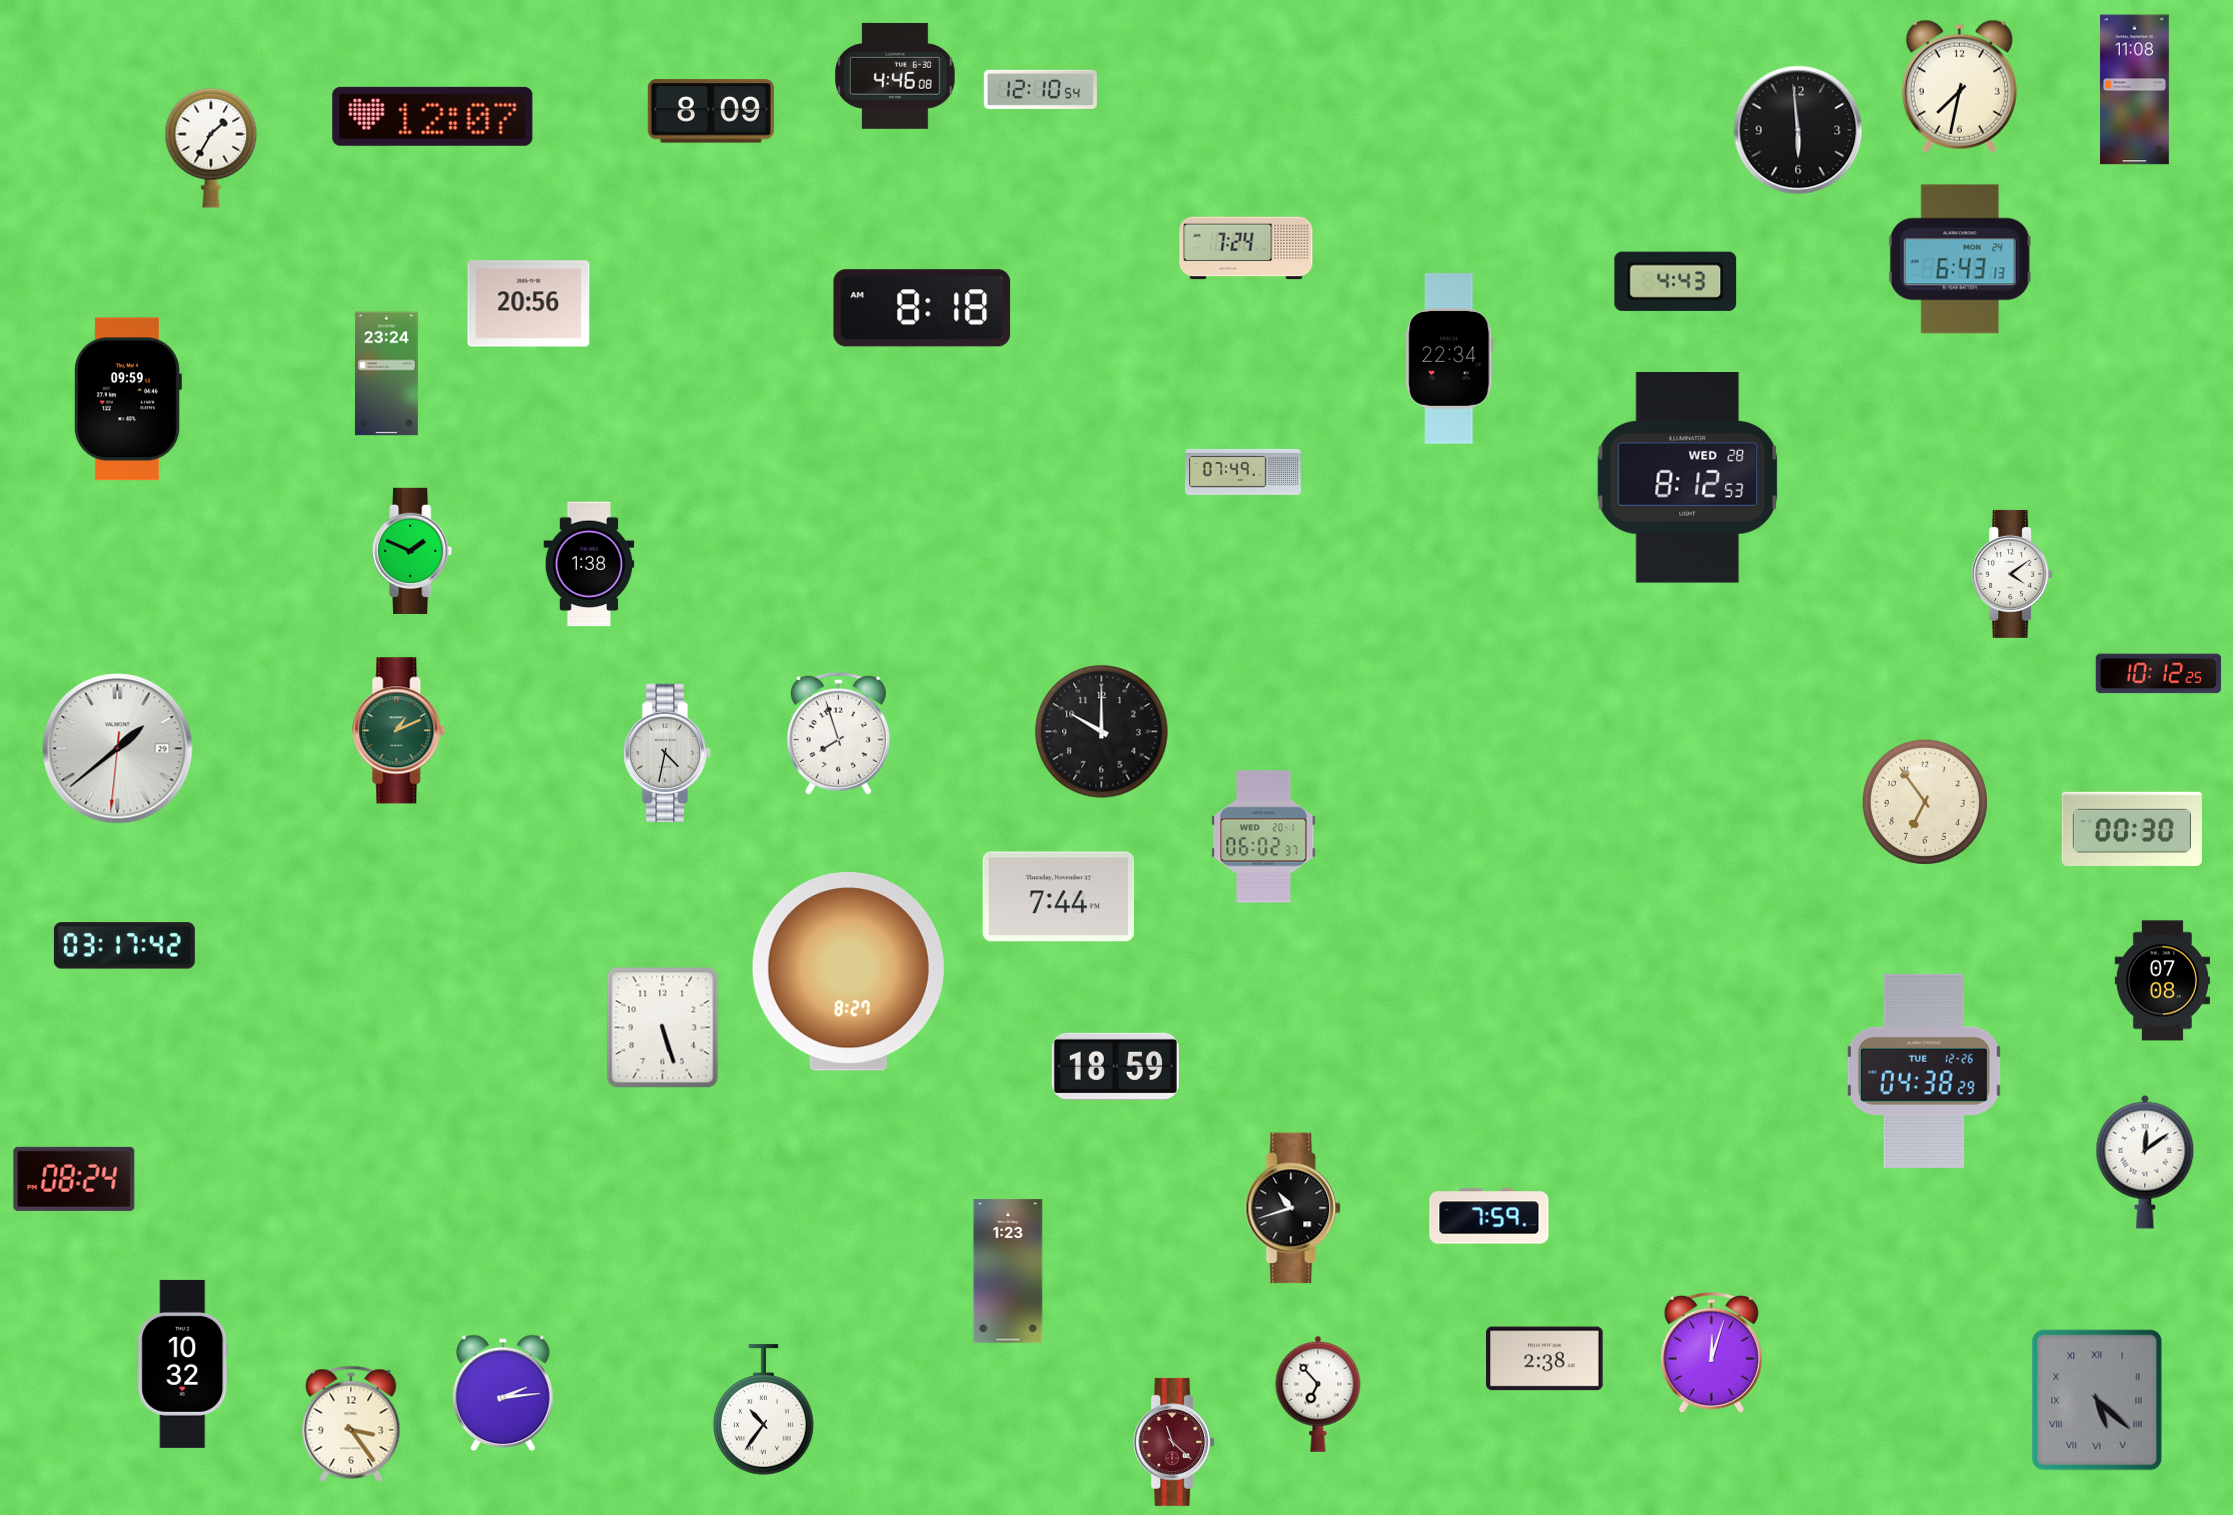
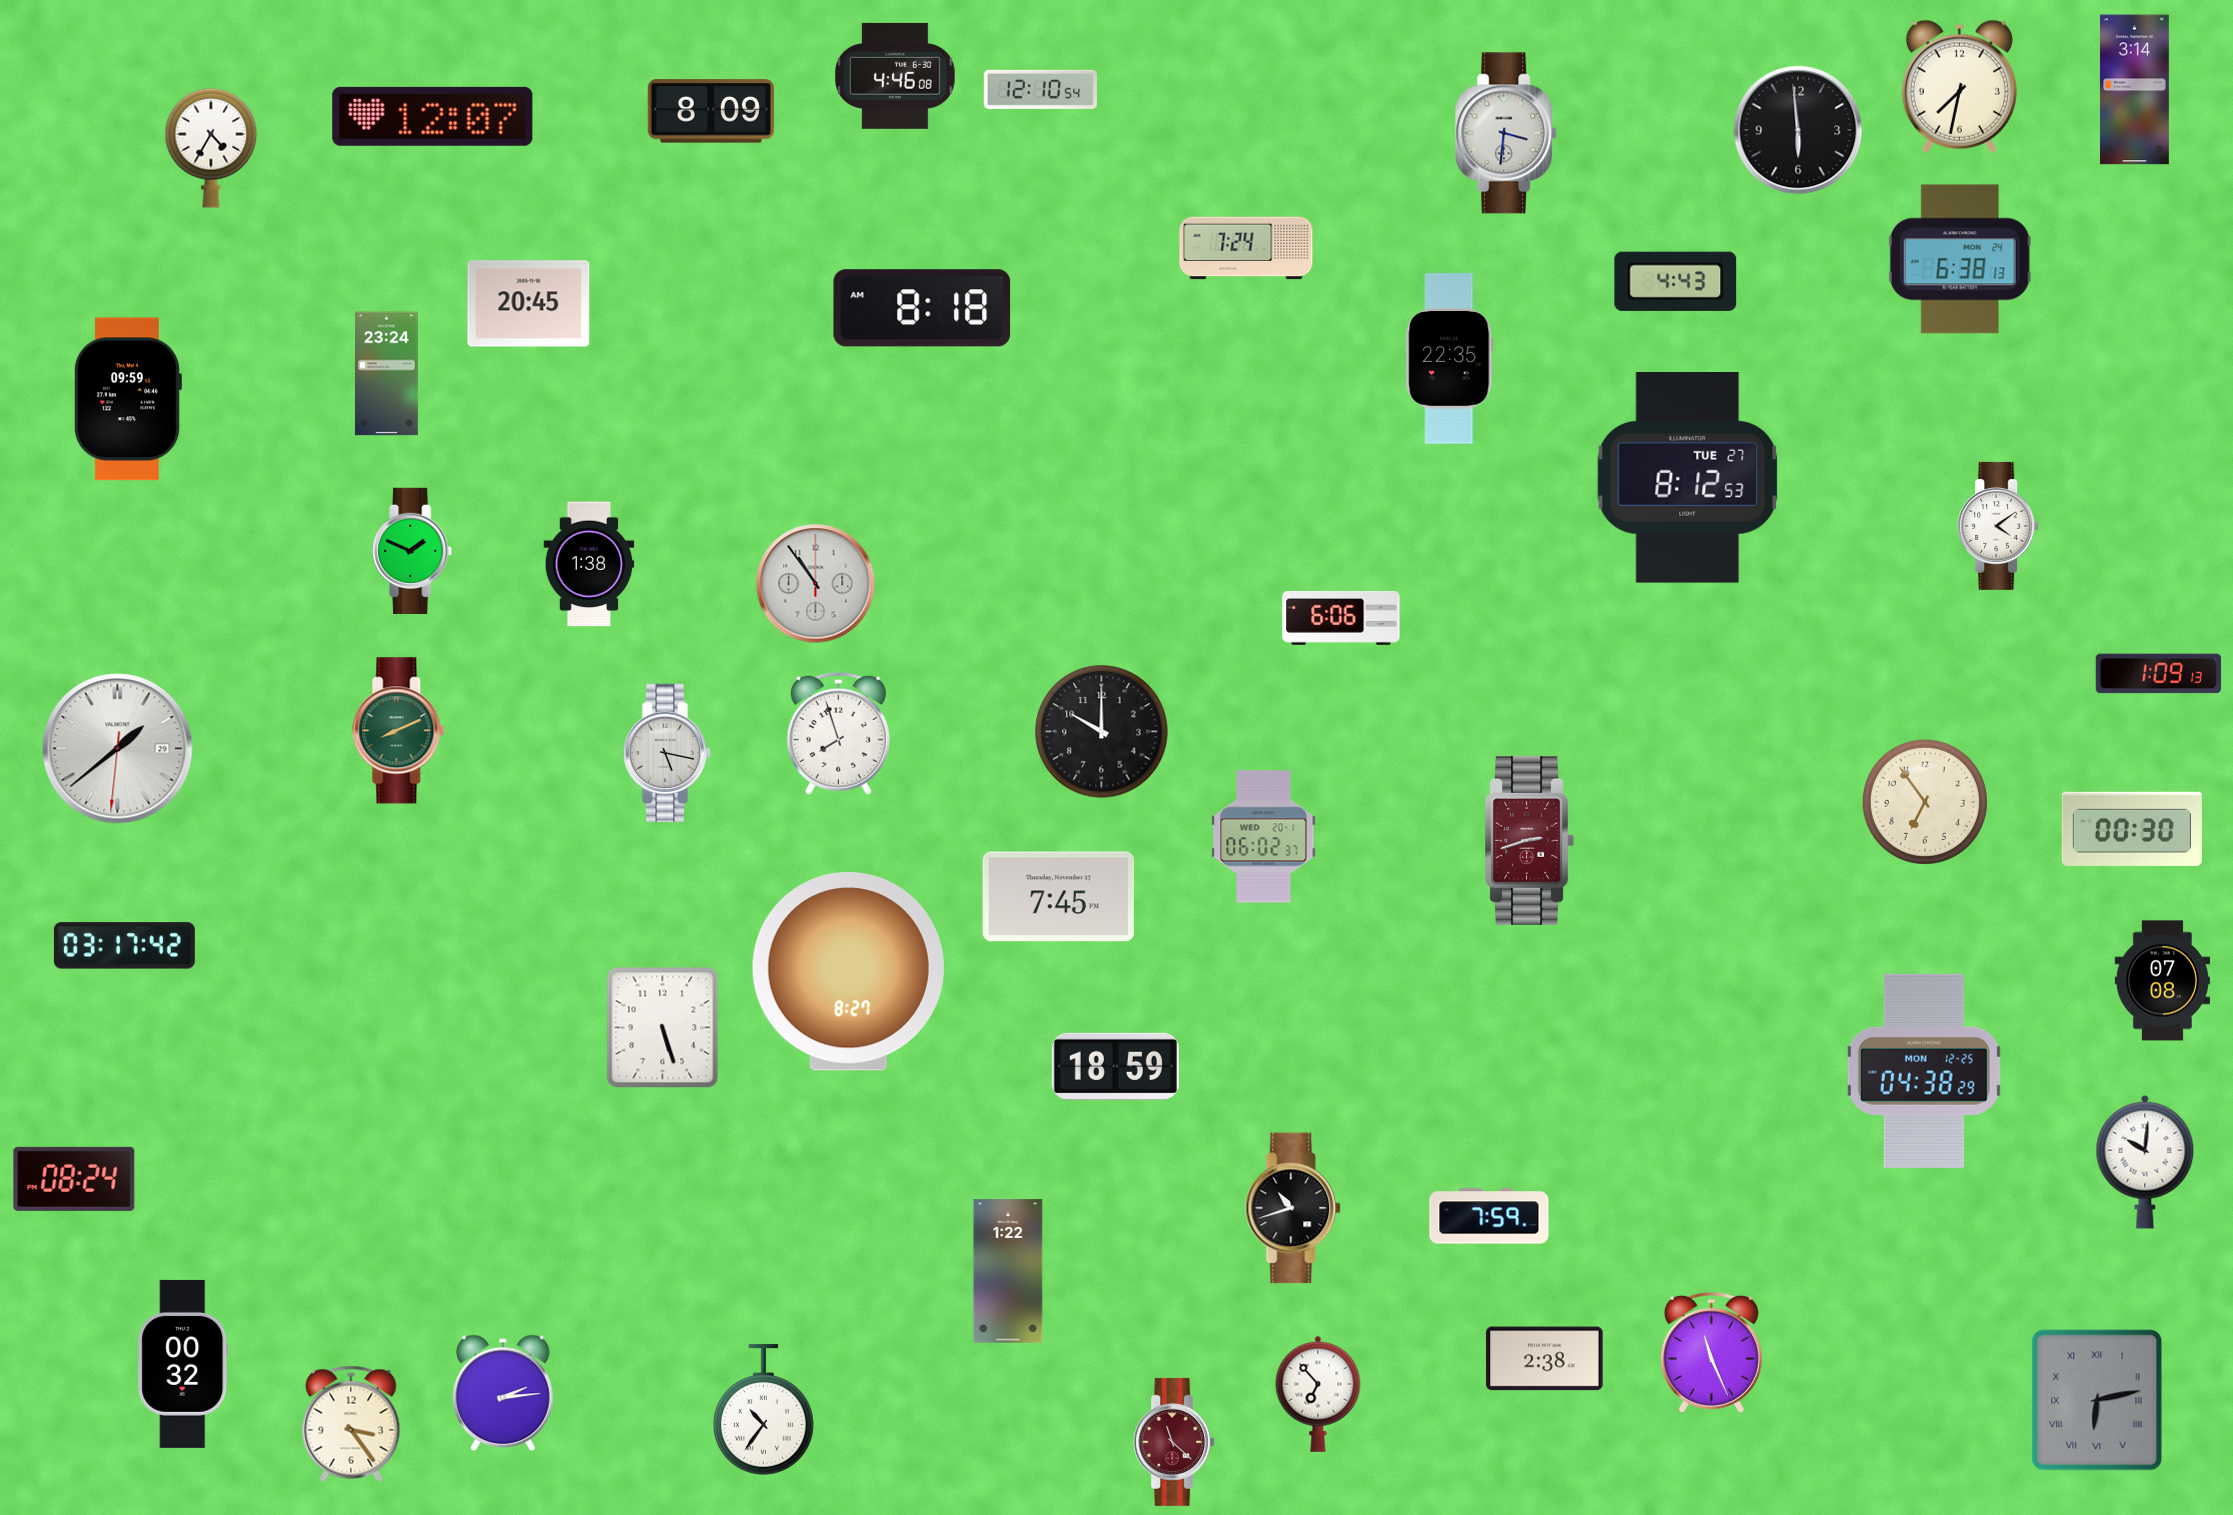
clock at (2134, 90): 11:08 -> 3:14
clock at (1507, 133): none -> 3:31
clock at (211, 148): 1:35 -> 4:35
clock at (1960, 259): 6:43 -> 6:38
clock at (529, 304): 20:56 -> 20:45
clock at (1450, 359): 22:34 -> 22:35
clock at (1243, 472): 07:49 -> none
clock at (1688, 478) date: WED 28 -> TUE 27
clock at (2012, 574) position: (2012, 574) -> (1998, 526)
clock at (816, 584): none -> 10:54
clock at (1341, 619): none -> 6:06
clock at (2159, 674): 10:12 -> 1:09
clock at (399, 731): 1:11 -> 8:11
clock at (667, 753): 4:32 -> 5:17
clock at (1529, 840): none -> 2:42
clock at (1059, 897): 7:44 -> 7:45
clock at (1924, 1071) date: TUE 12-26 -> MON 12-25
clock at (2145, 1162): 12:09 -> 10:01
clock at (1008, 1271): 1:23 -> 1:22
clock at (1711, 1352): 12:03 -> 11:26
clock at (183, 1364): 10:32 -> 00:32
clock at (2097, 1400): 5:22 -> 6:13
